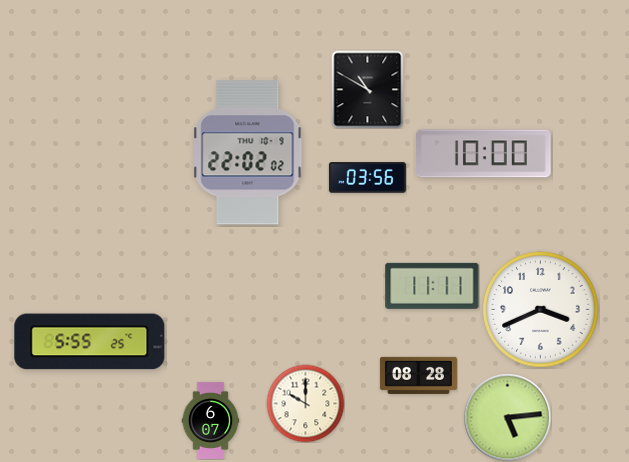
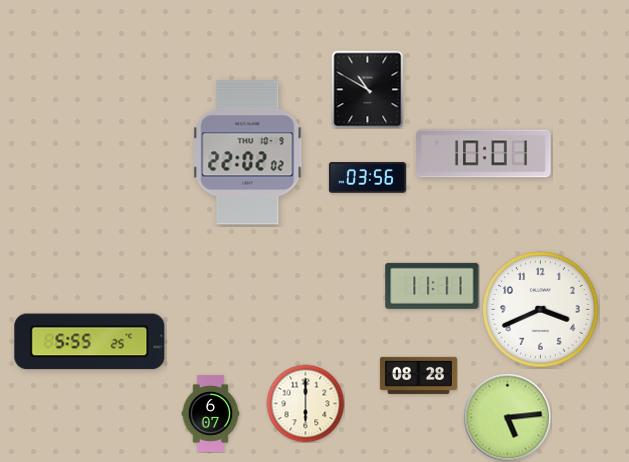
clock at (484, 154): 10:00 -> 10:01
clock at (305, 403): 10:00 -> 6:00
clock at (211, 420) position: (211, 420) -> (211, 413)
